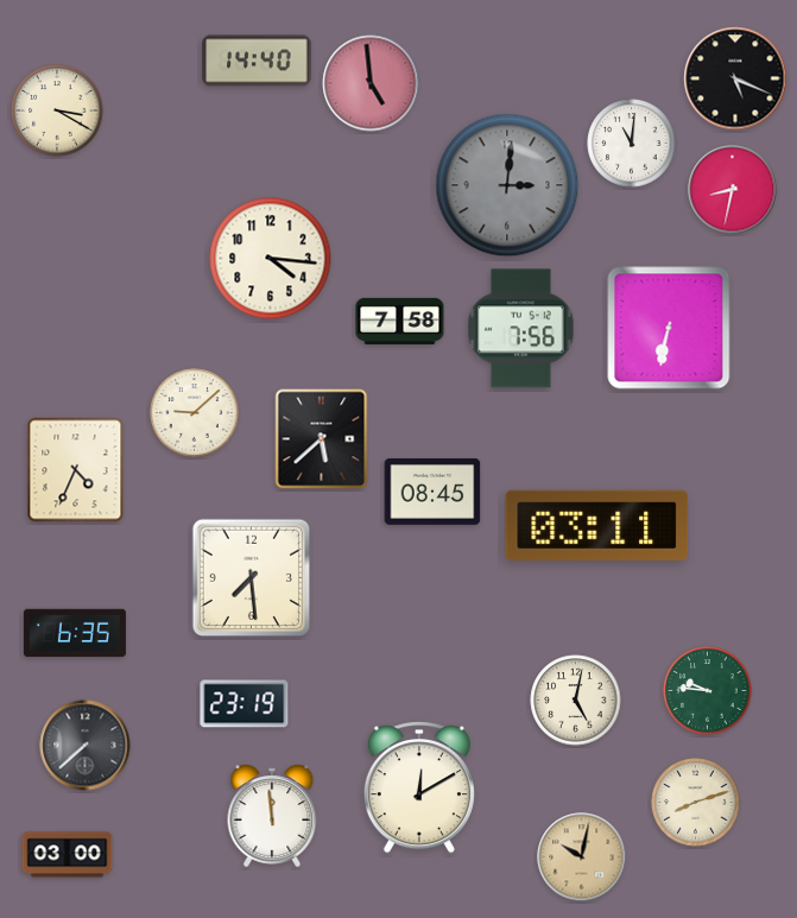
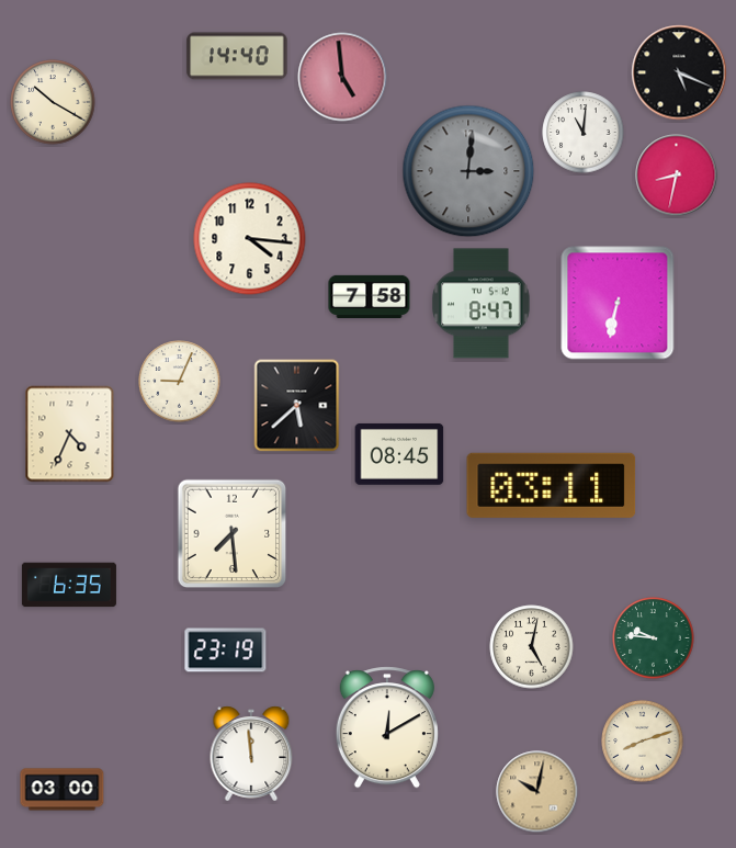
clock at (57, 110): 3:20 -> 10:20
clock at (521, 329): 7:56 -> 8:47
clock at (195, 413): 9:08 -> 9:04
clock at (86, 746): 7:38 -> none
